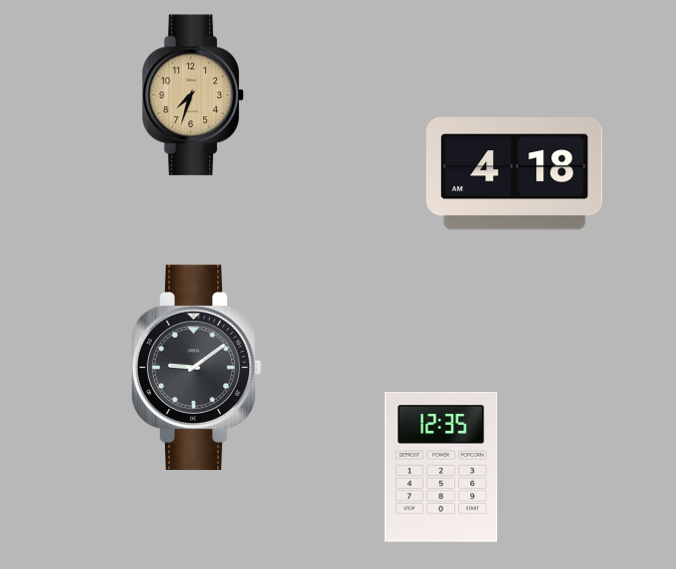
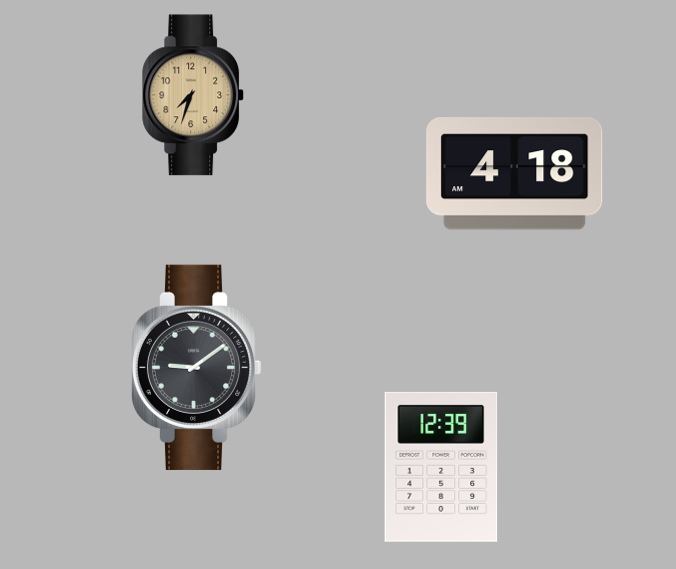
clock at (441, 467): 12:35 -> 12:39
